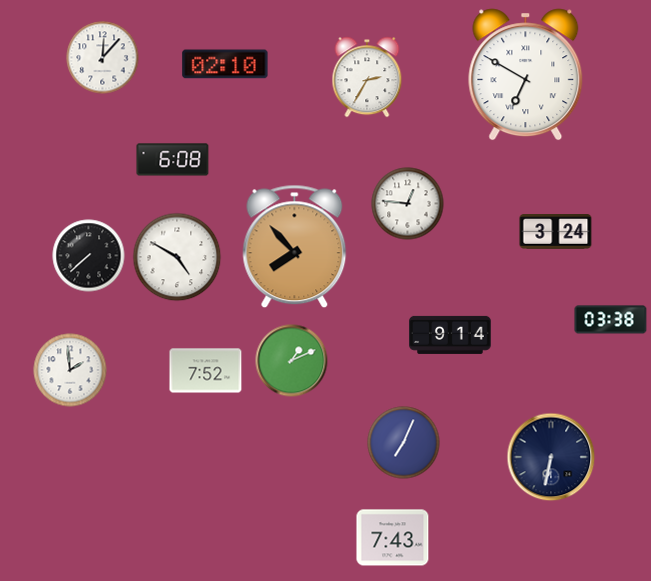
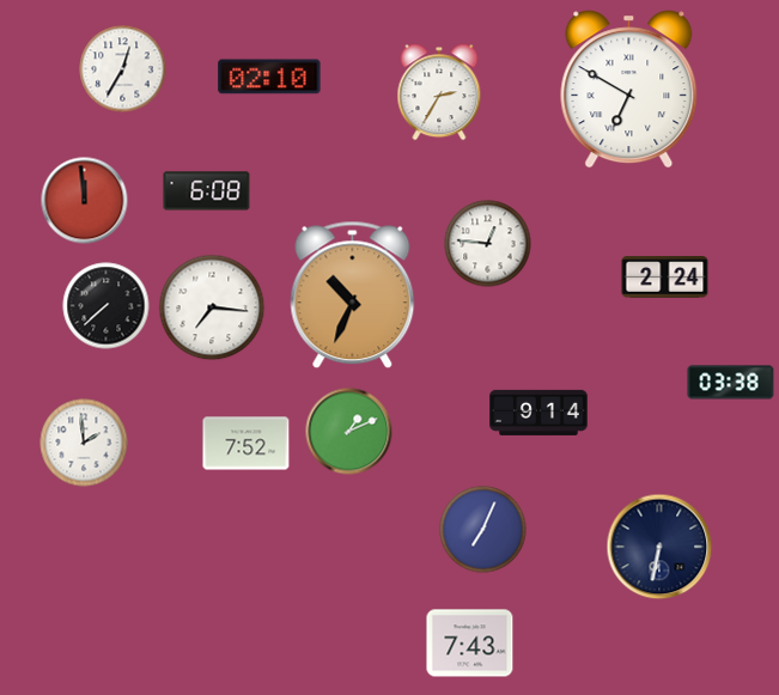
clock at (103, 58): 12:07 -> 12:35
clock at (85, 201): none -> 11:59
clock at (556, 232): 3:24 -> 2:24
clock at (295, 247): 7:53 -> 10:34
clock at (177, 257): 4:50 -> 7:16
clock at (450, 335) position: (450, 335) -> (538, 413)
